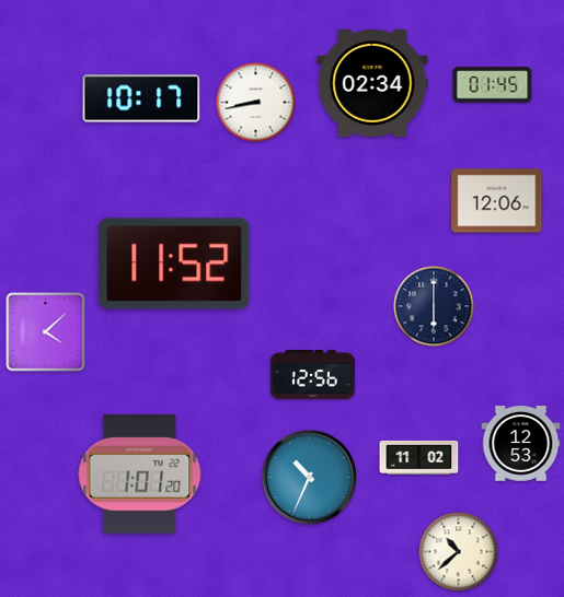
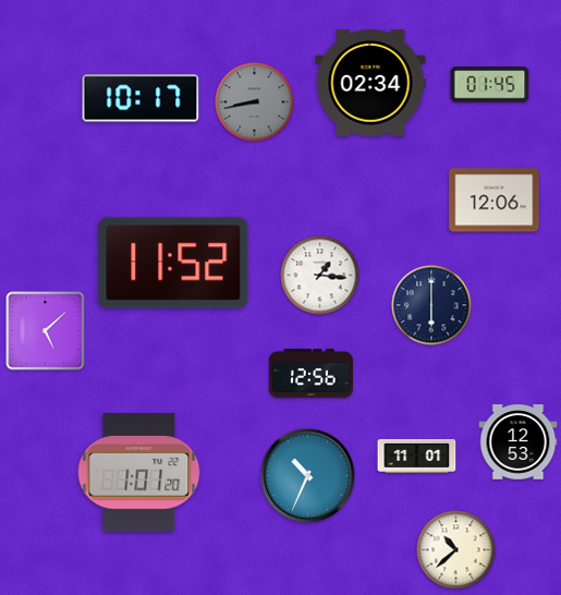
clock at (256, 103) dial: white -> grey
clock at (320, 276): none -> 1:16
clock at (46, 332): 4:08 -> 5:08
clock at (419, 457): 11:02 -> 11:01
